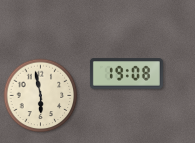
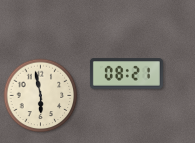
clock at (126, 74): 19:08 -> 08:21
